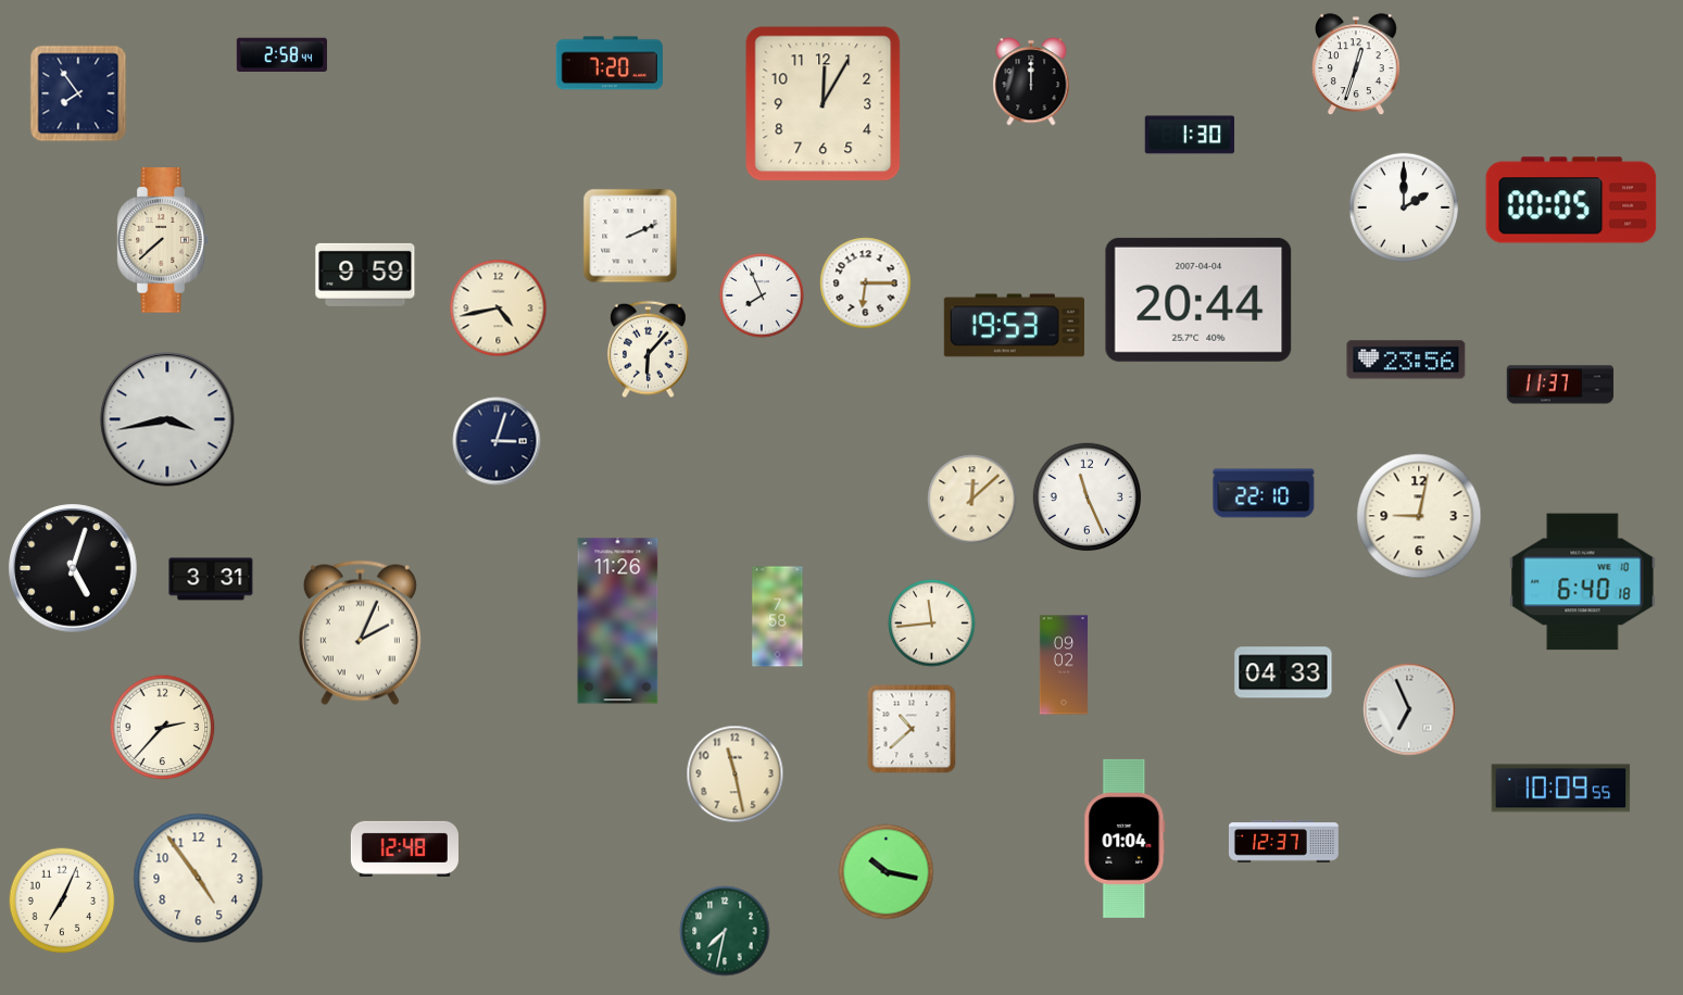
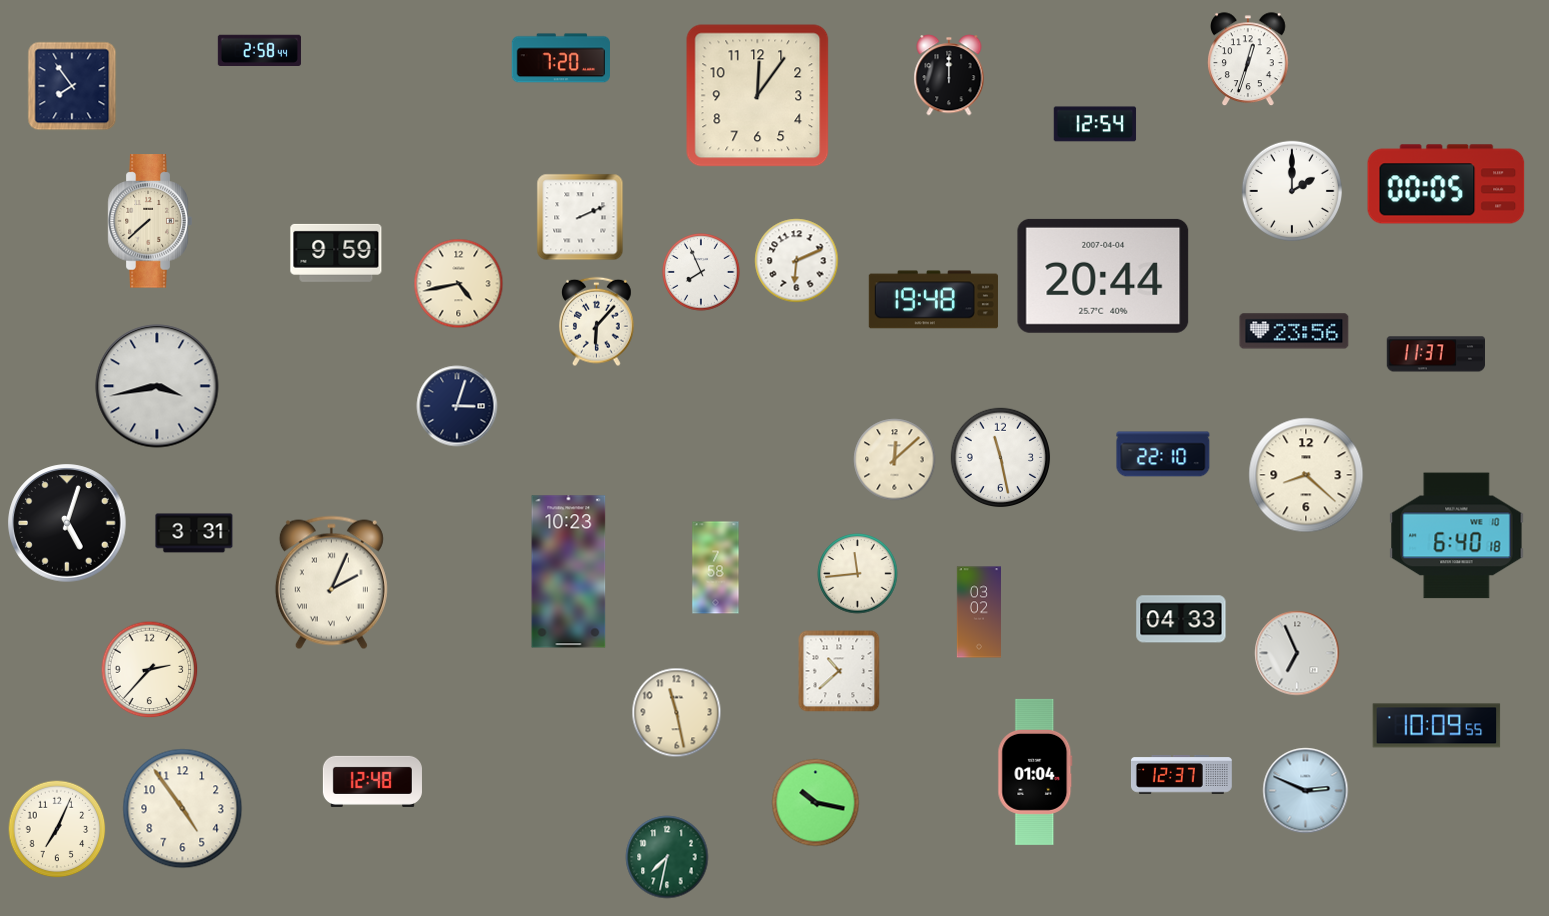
clock at (824, 104): 12:05 -> 12:06
clock at (1190, 135): 1:30 -> 12:54
clock at (866, 284): 6:15 -> 6:11
clock at (1014, 326): 19:53 -> 19:48
clock at (167, 419) position: (167, 419) -> (157, 386)
clock at (1088, 497): 11:26 -> 11:28
clock at (1419, 516): 9:02 -> 8:22
clock at (618, 621): 11:26 -> 10:23
clock at (1063, 665): 09:02 -> 03:02
clock at (1306, 791): none -> 2:49
